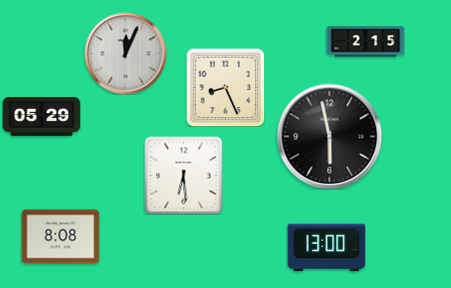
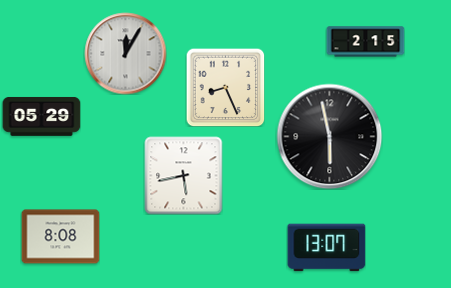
clock at (125, 53): 12:04 -> 12:05
clock at (183, 175): 6:29 -> 5:43
clock at (326, 248): 13:00 -> 13:07
